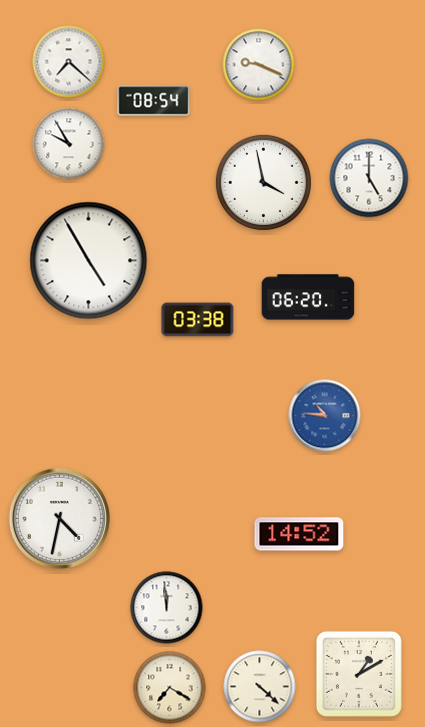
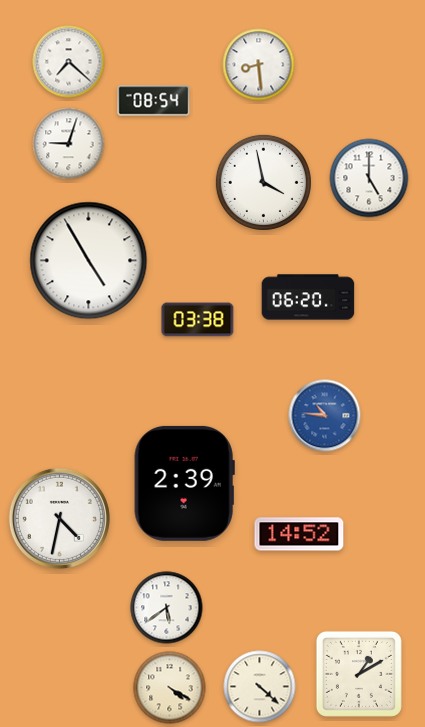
clock at (259, 65): 9:19 -> 8:29
clock at (69, 144): 9:55 -> 9:03
clock at (184, 483): none -> 2:39
clock at (167, 608): 11:59 -> 5:39
clock at (170, 688): 7:20 -> 4:20
